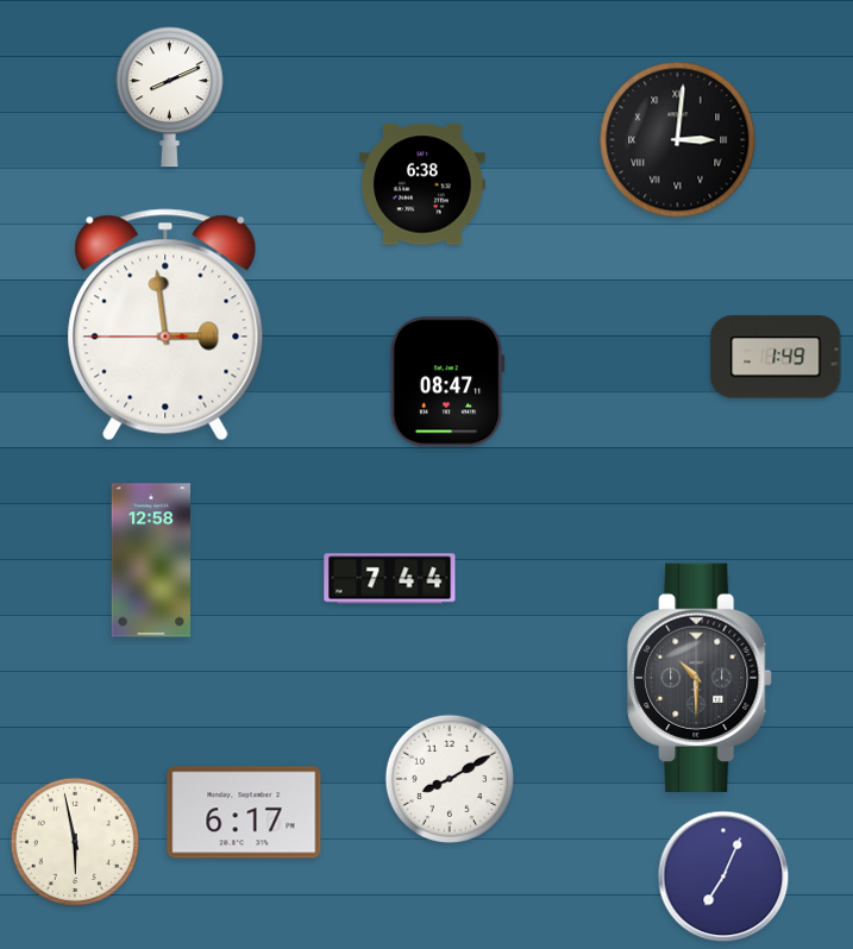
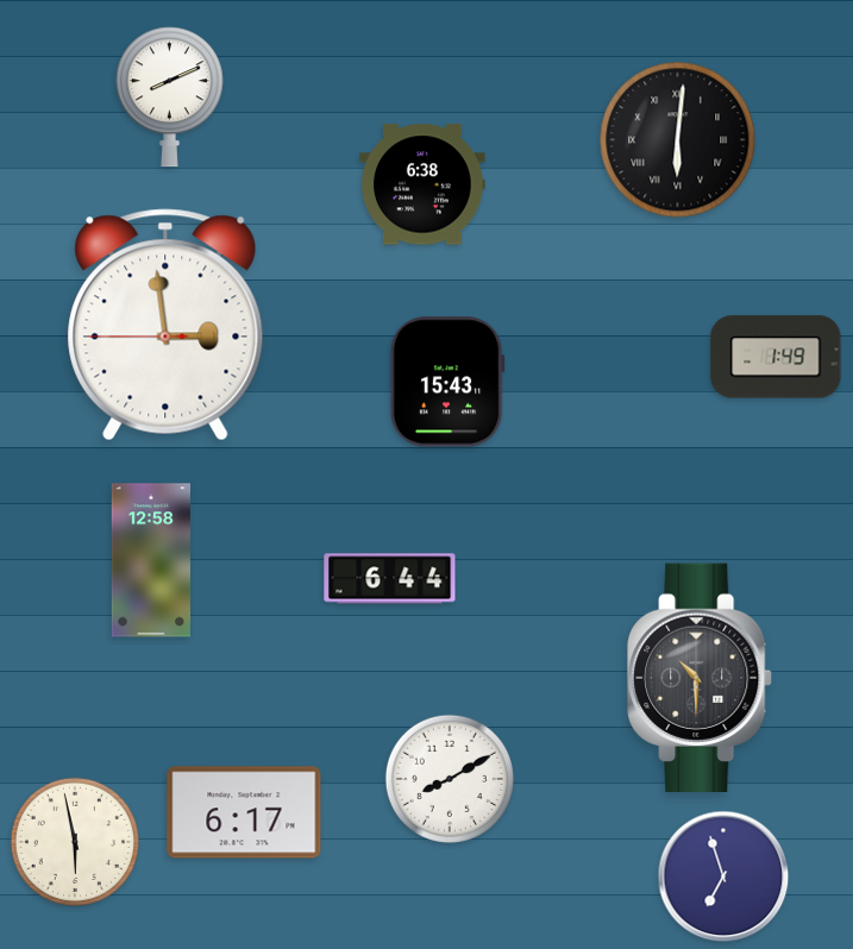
clock at (678, 140): 3:01 -> 6:01
clock at (447, 382): 08:47 -> 15:43
clock at (390, 579): 7:44 -> 6:44
clock at (723, 876): 7:04 -> 6:57
